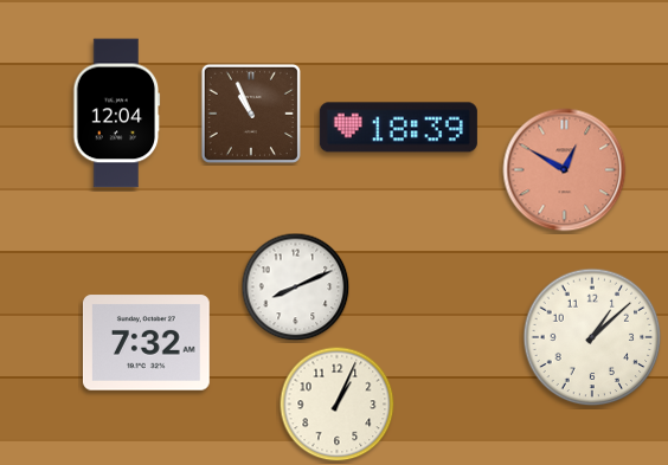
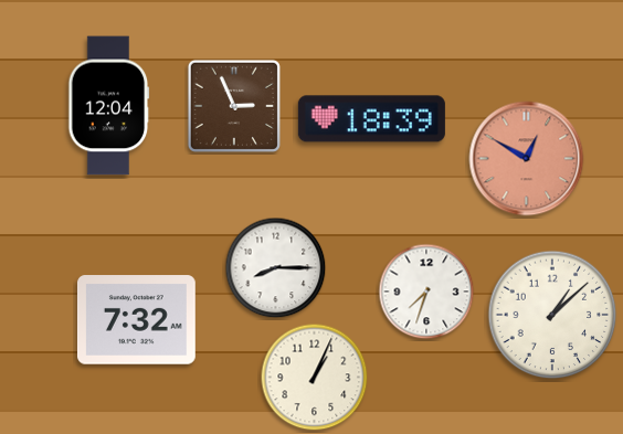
clock at (251, 114): 10:56 -> 2:56
clock at (296, 288): 8:11 -> 8:15
clock at (426, 292): none -> 7:33
